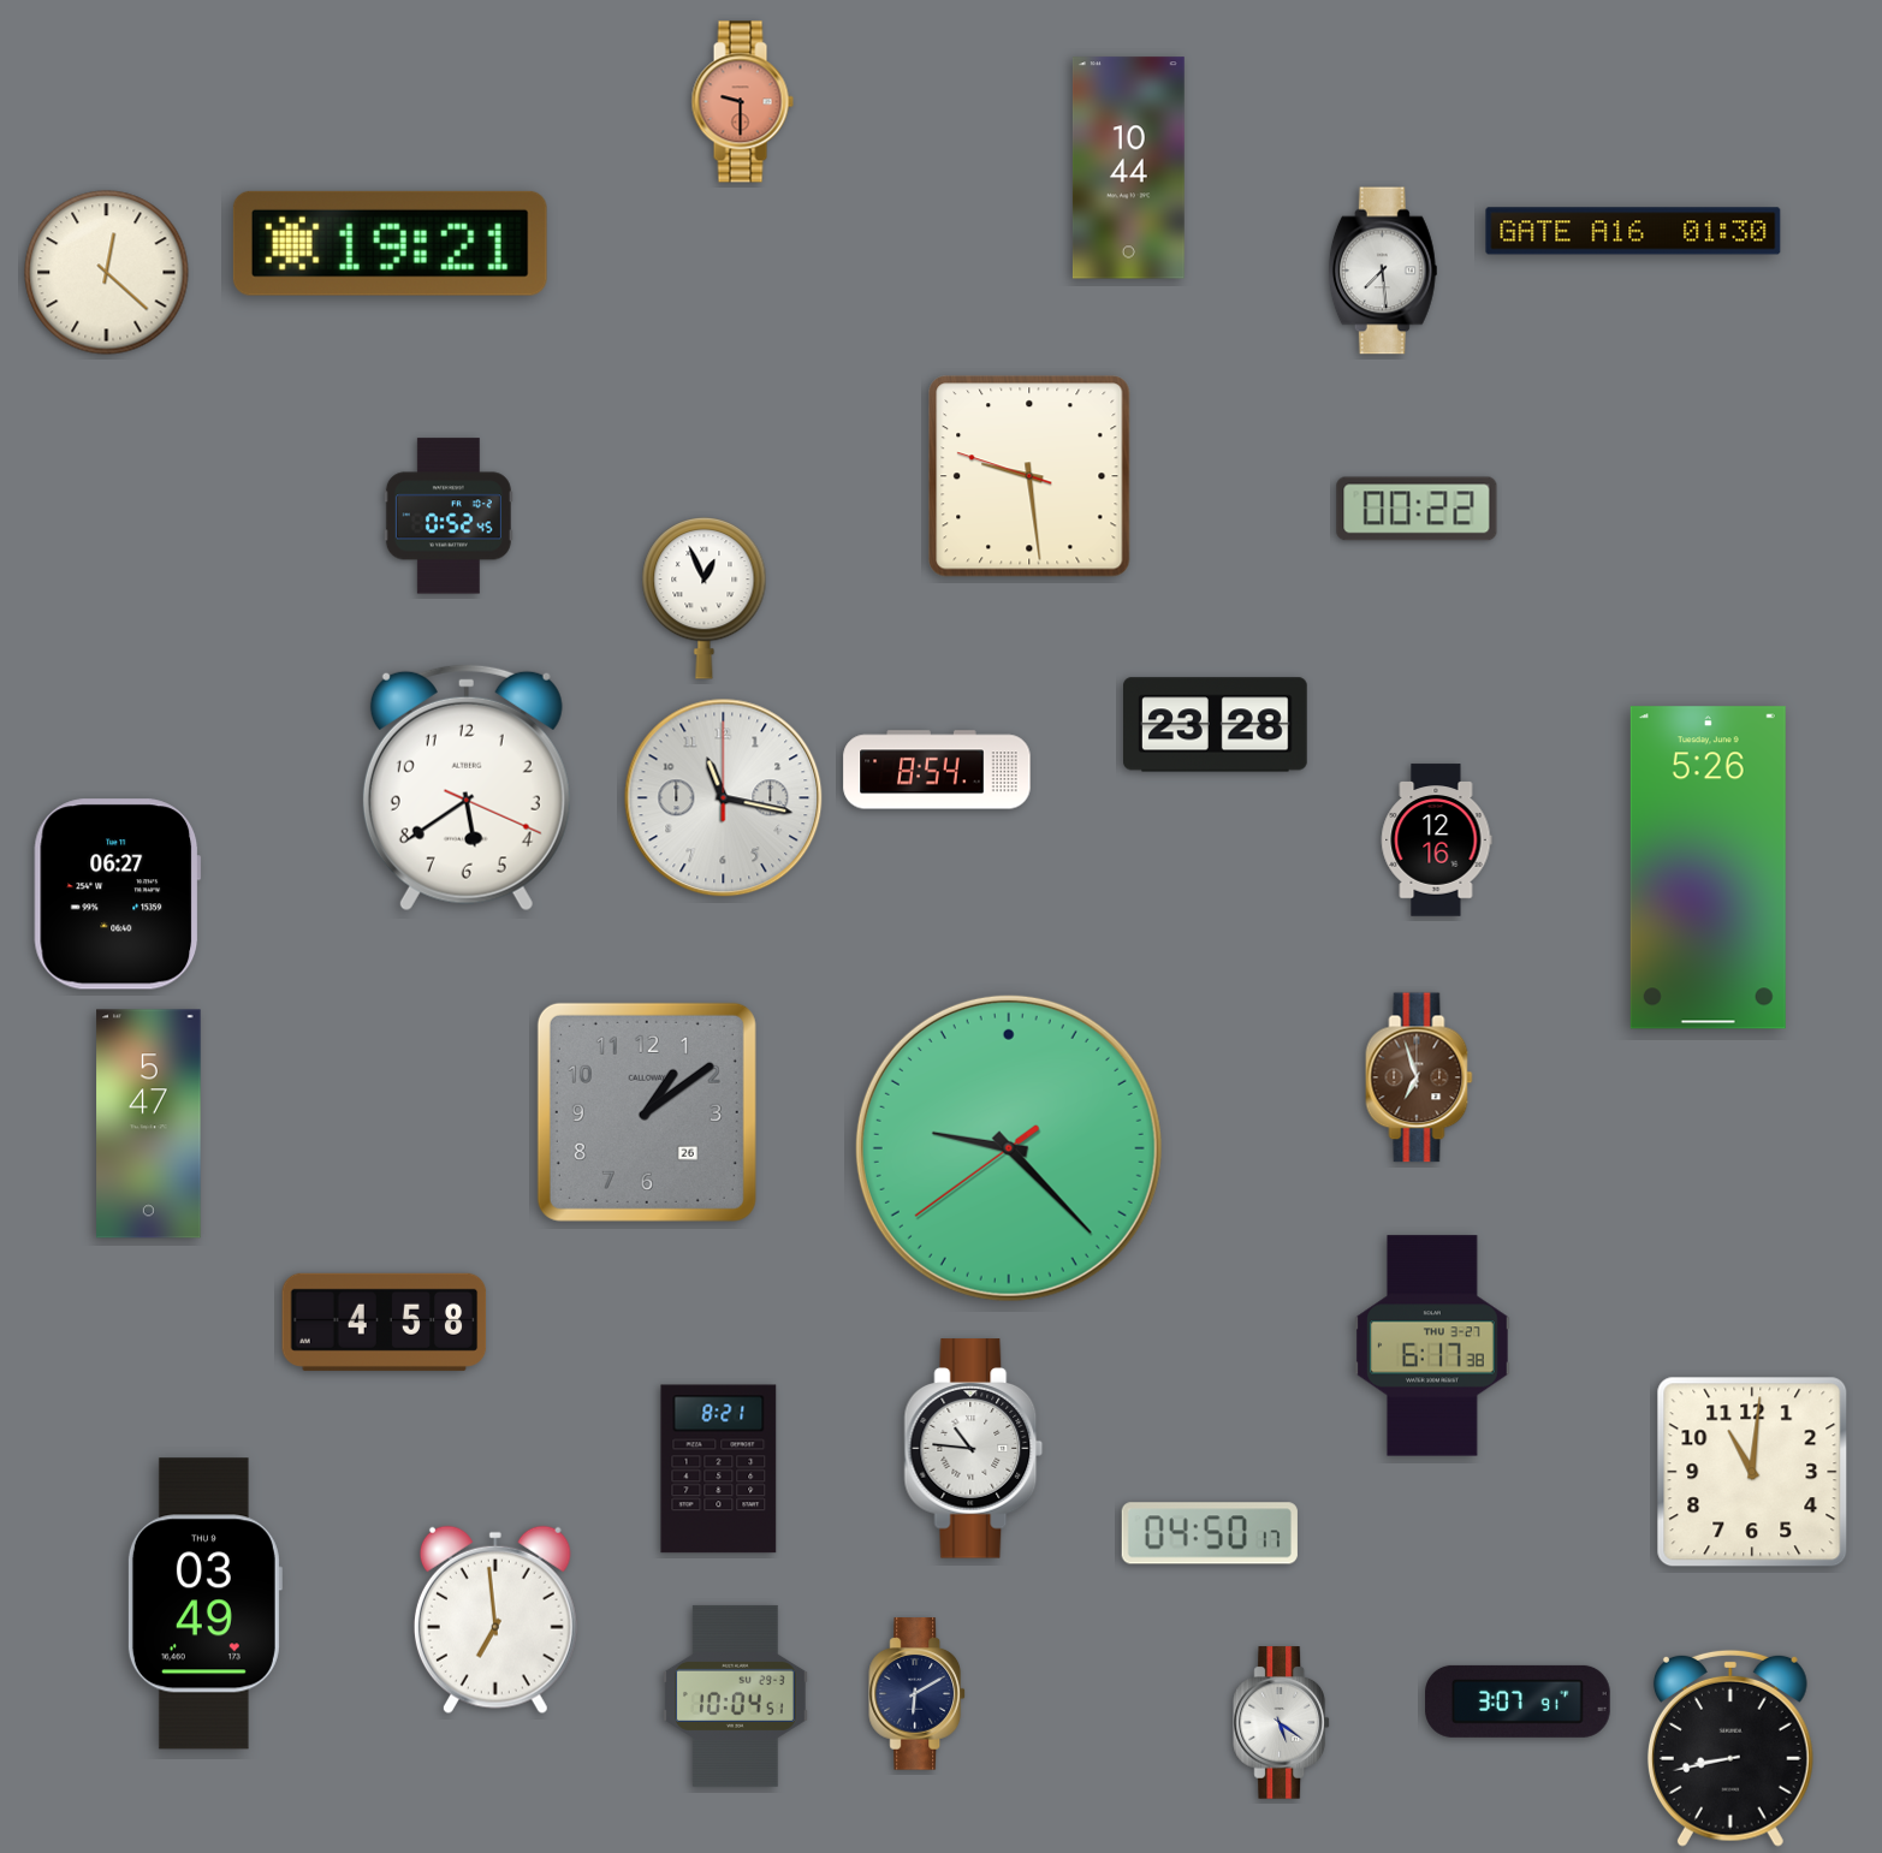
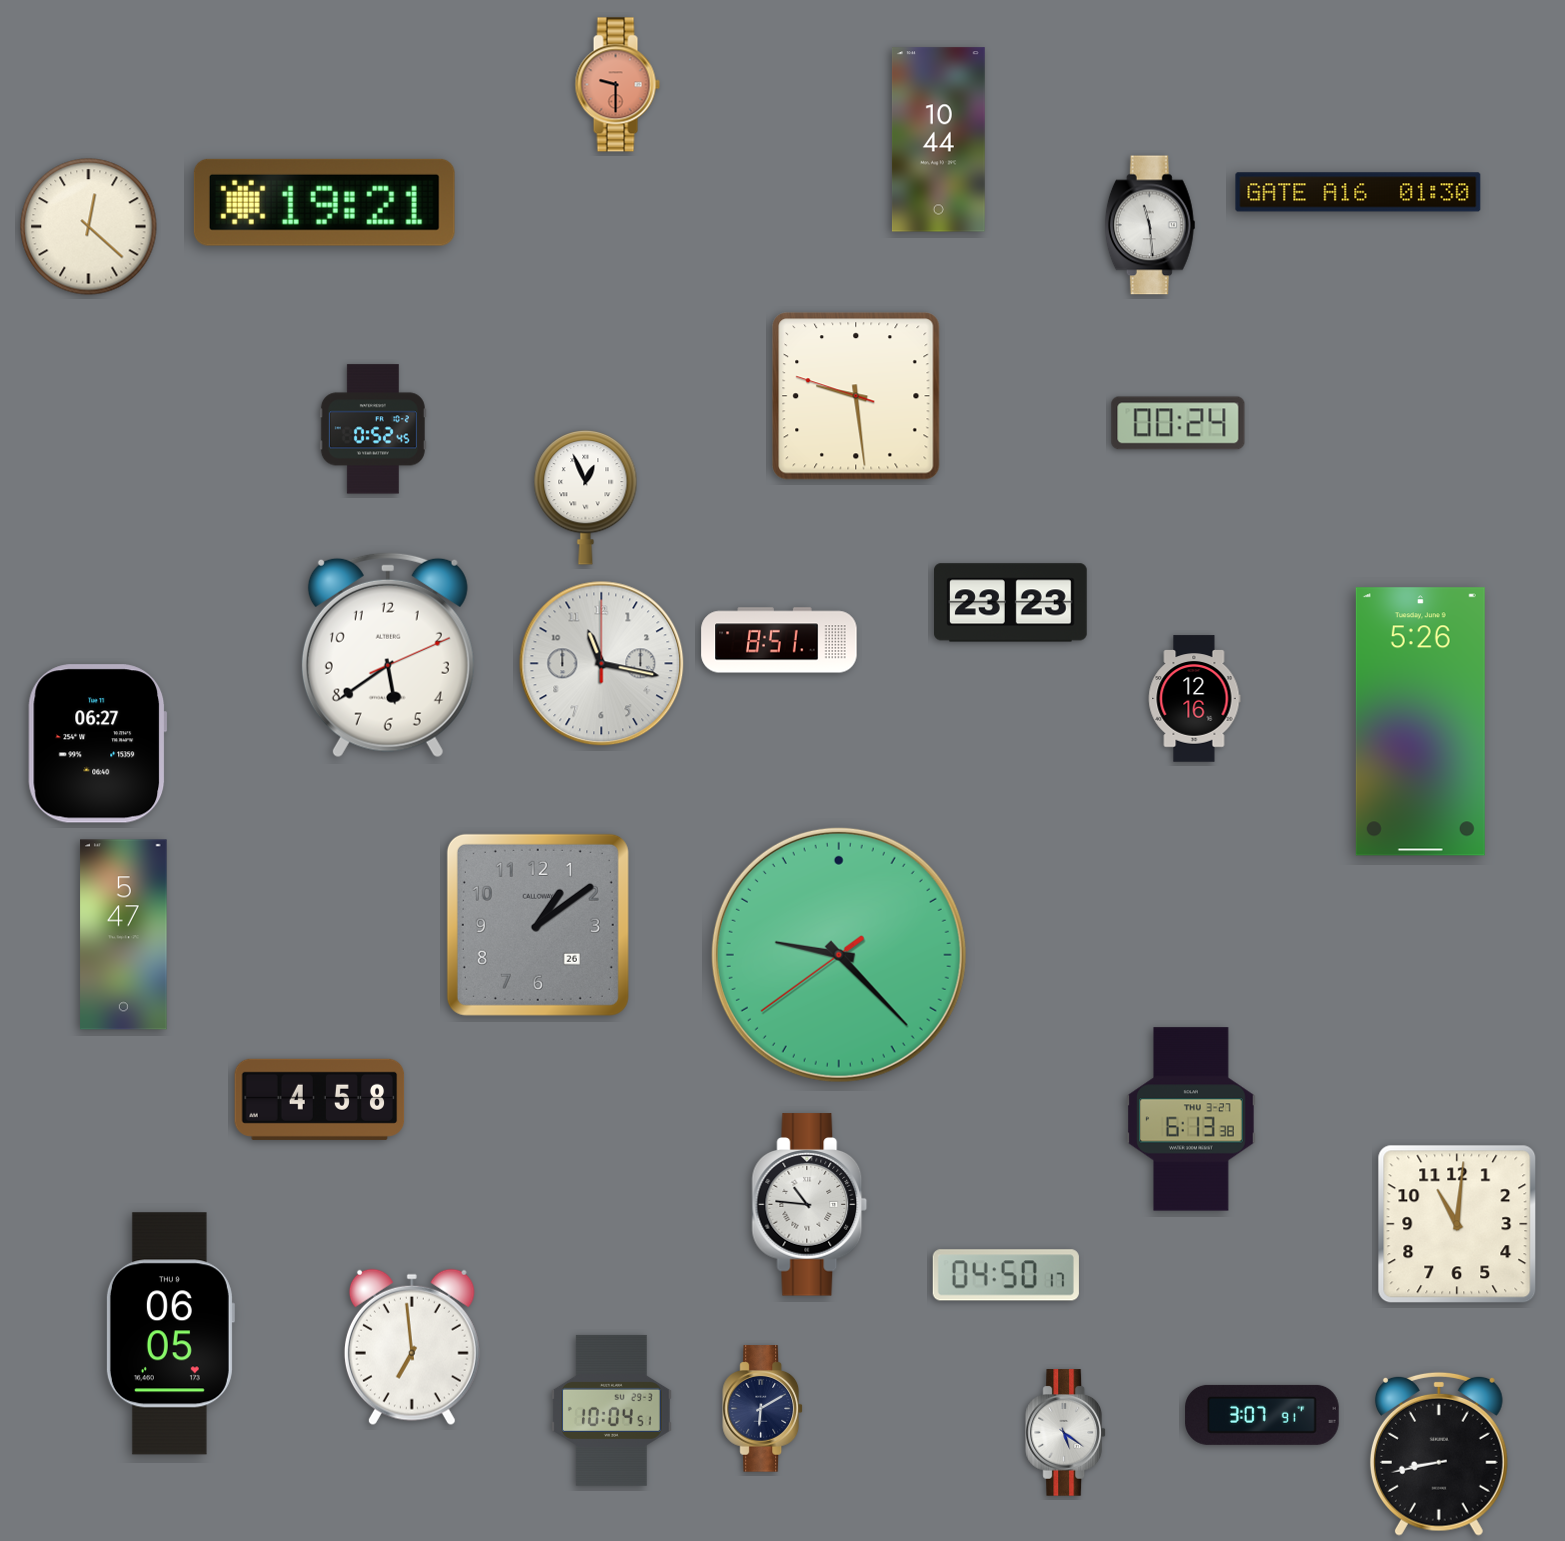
clock at (1383, 271): 7:29 -> 11:29
clock at (1417, 509): 00:22 -> 00:24
clock at (1216, 725): 23:28 -> 23:23
clock at (937, 770): 8:54 -> 8:51
clock at (467, 788): 5:39:19 -> 5:39:11
clock at (1419, 1077): 6:57 -> none
clock at (1432, 1346): 6:17 -> 6:13
clock at (719, 1469): 8:21 -> none
clock at (204, 1604): 03:49 -> 06:05
